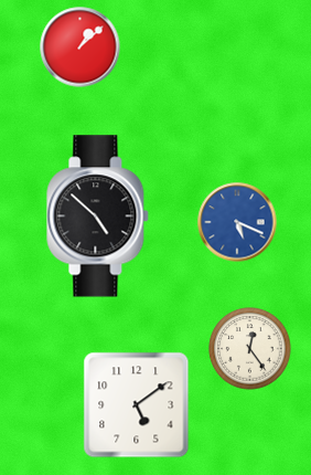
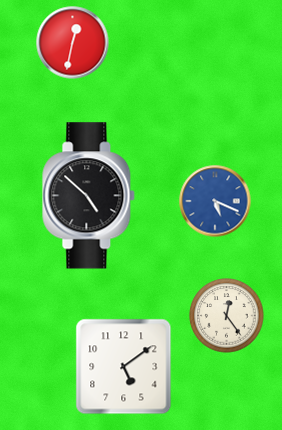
clock at (81, 47): 1:08 -> 12:32
